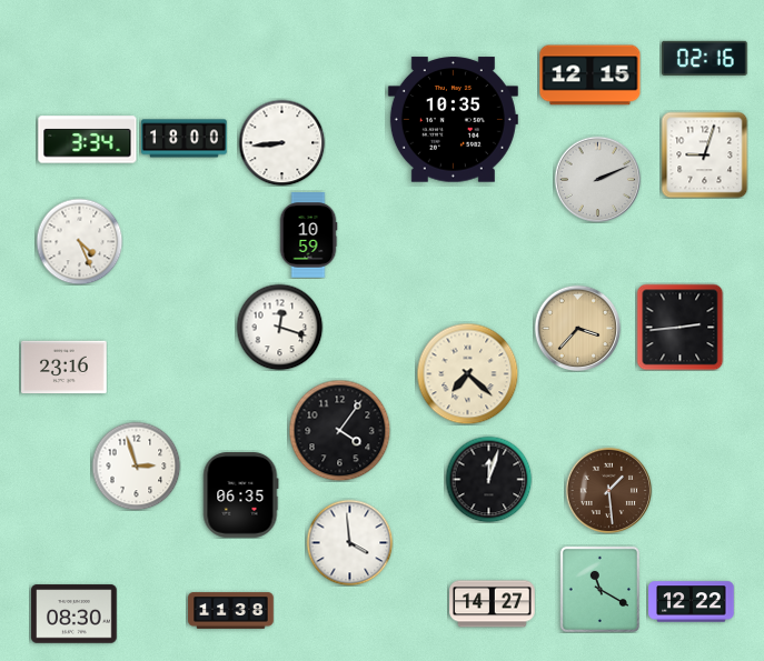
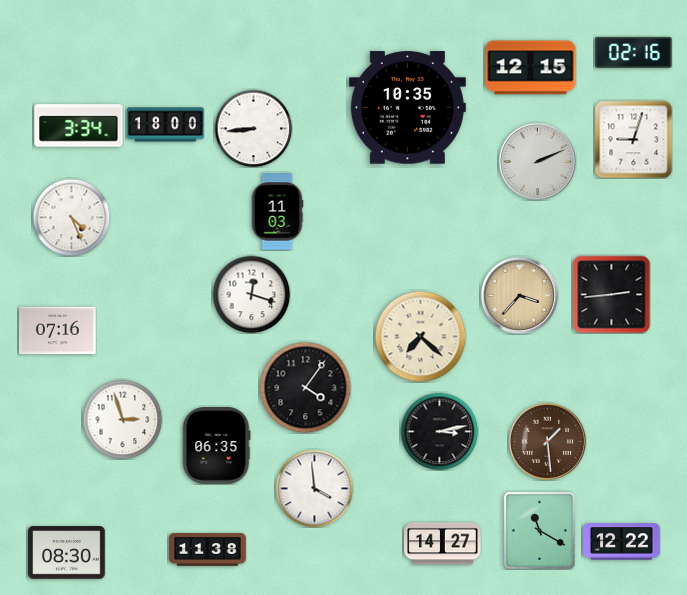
clock at (308, 236): 10:59 -> 11:03
clock at (65, 368): 23:16 -> 07:16
clock at (488, 479): 12:03 -> 3:13
